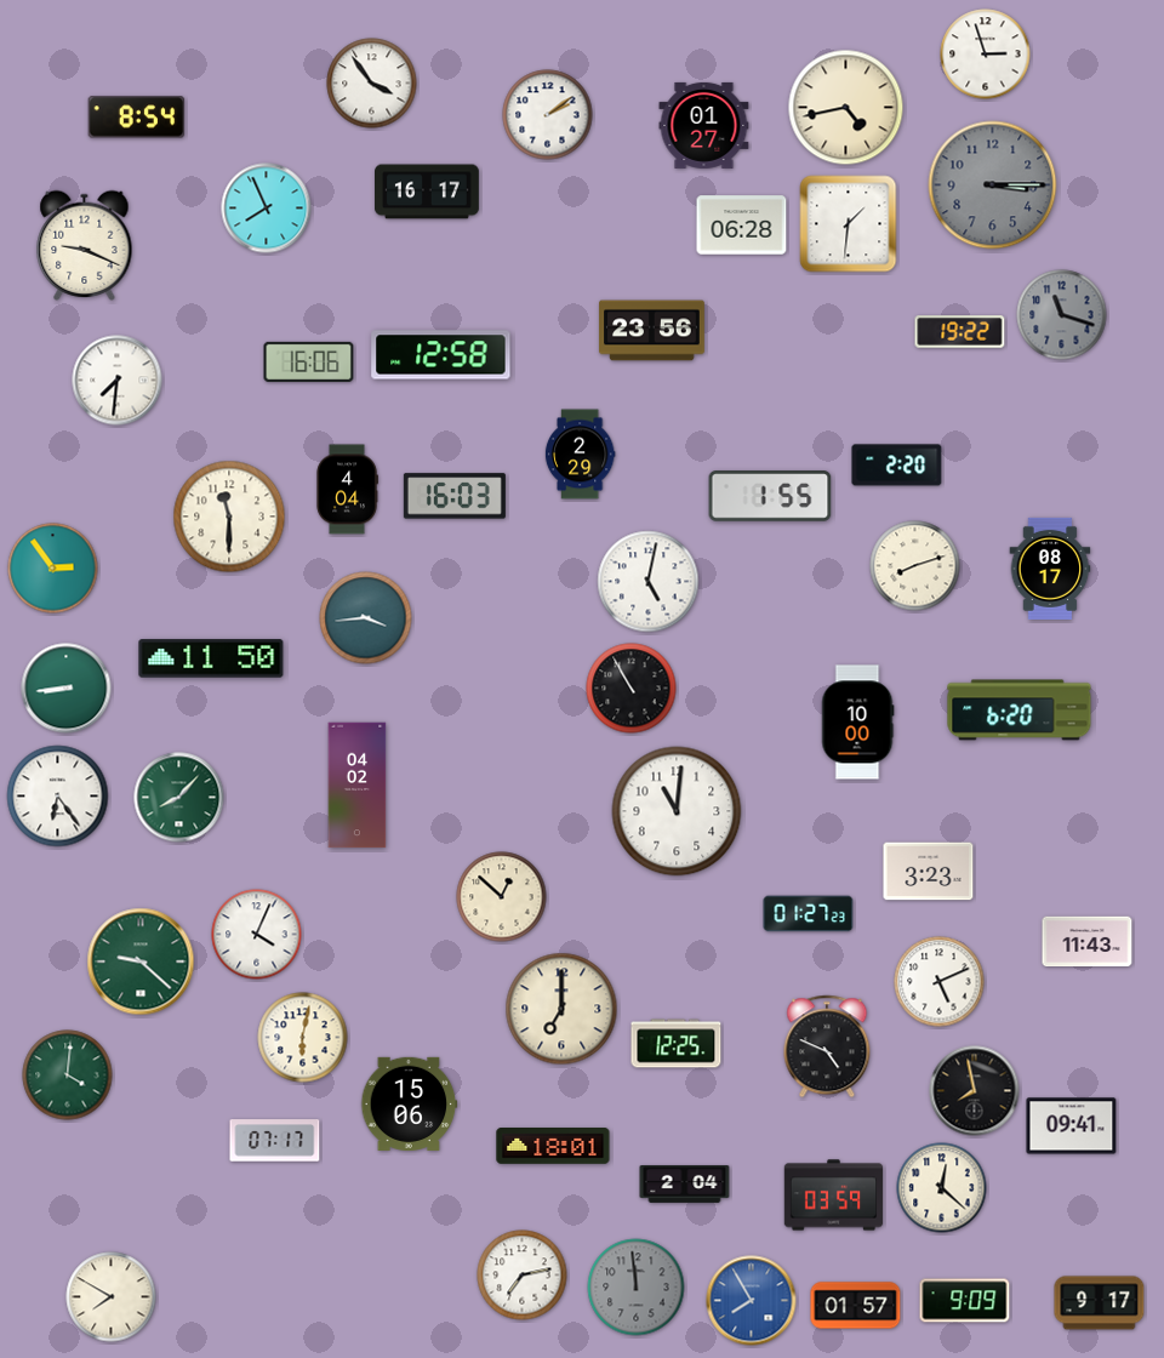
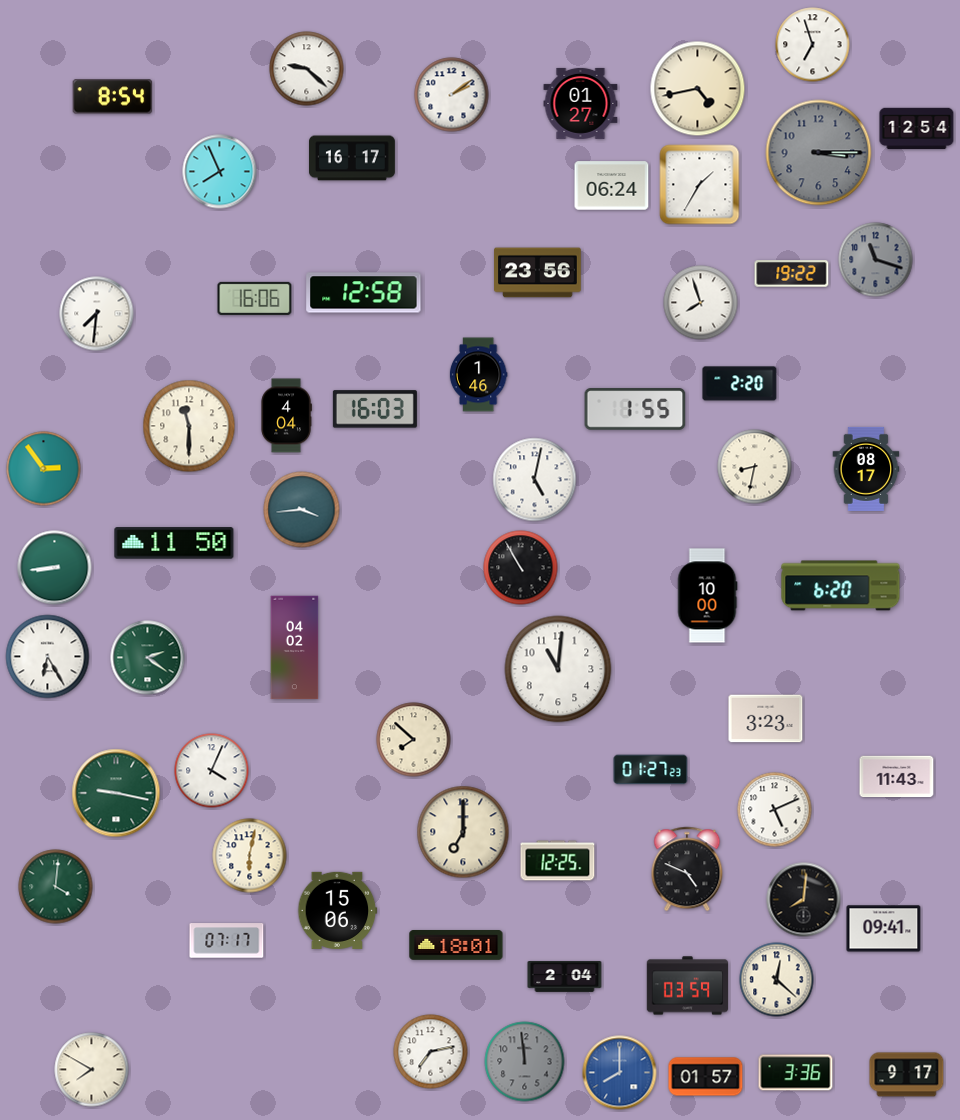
clock at (986, 55): 2:57 -> 6:57
clock at (372, 84): 3:54 -> 9:22
clock at (917, 129): none -> 12:54
clock at (849, 224): 1:31 -> 1:35
clock at (742, 226): 06:28 -> 06:24
clock at (85, 245): 9:19 -> none
clock at (701, 303): none -> 7:57
clock at (580, 455): 2:29 -> 1:46
clock at (347, 490) position: (347, 490) -> (286, 416)
clock at (915, 566): 8:12 -> 8:32
clock at (58, 797): 6:24 -> 6:25
clock at (179, 798): 8:07 -> 2:21
clock at (502, 897): 12:52 -> 7:52
clock at (809, 914) position: (809, 914) -> (651, 770)
clock at (141, 962): 9:22 -> 9:17
clock at (827, 1046) position: (827, 1046) -> (687, 869)
clock at (975, 1091): 7:58 -> 8:01
clock at (752, 1301): 7:55 -> 8:00
clock at (965, 1301): 9:09 -> 3:36
